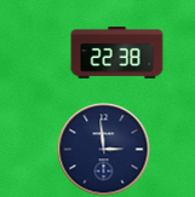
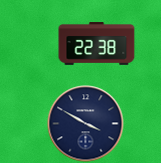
clock at (104, 150): 2:59 -> 3:50
